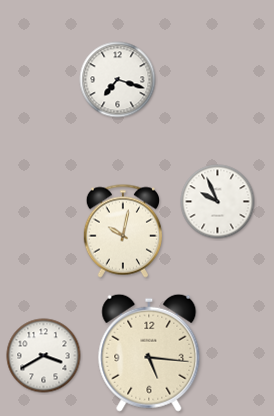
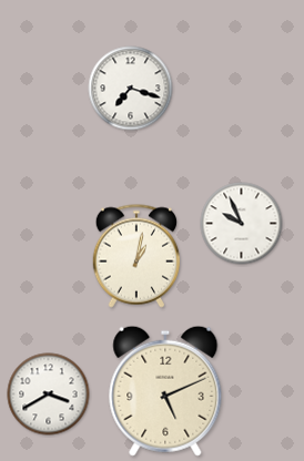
clock at (122, 231): 10:02 -> 1:02
clock at (149, 353): 5:16 -> 5:11
